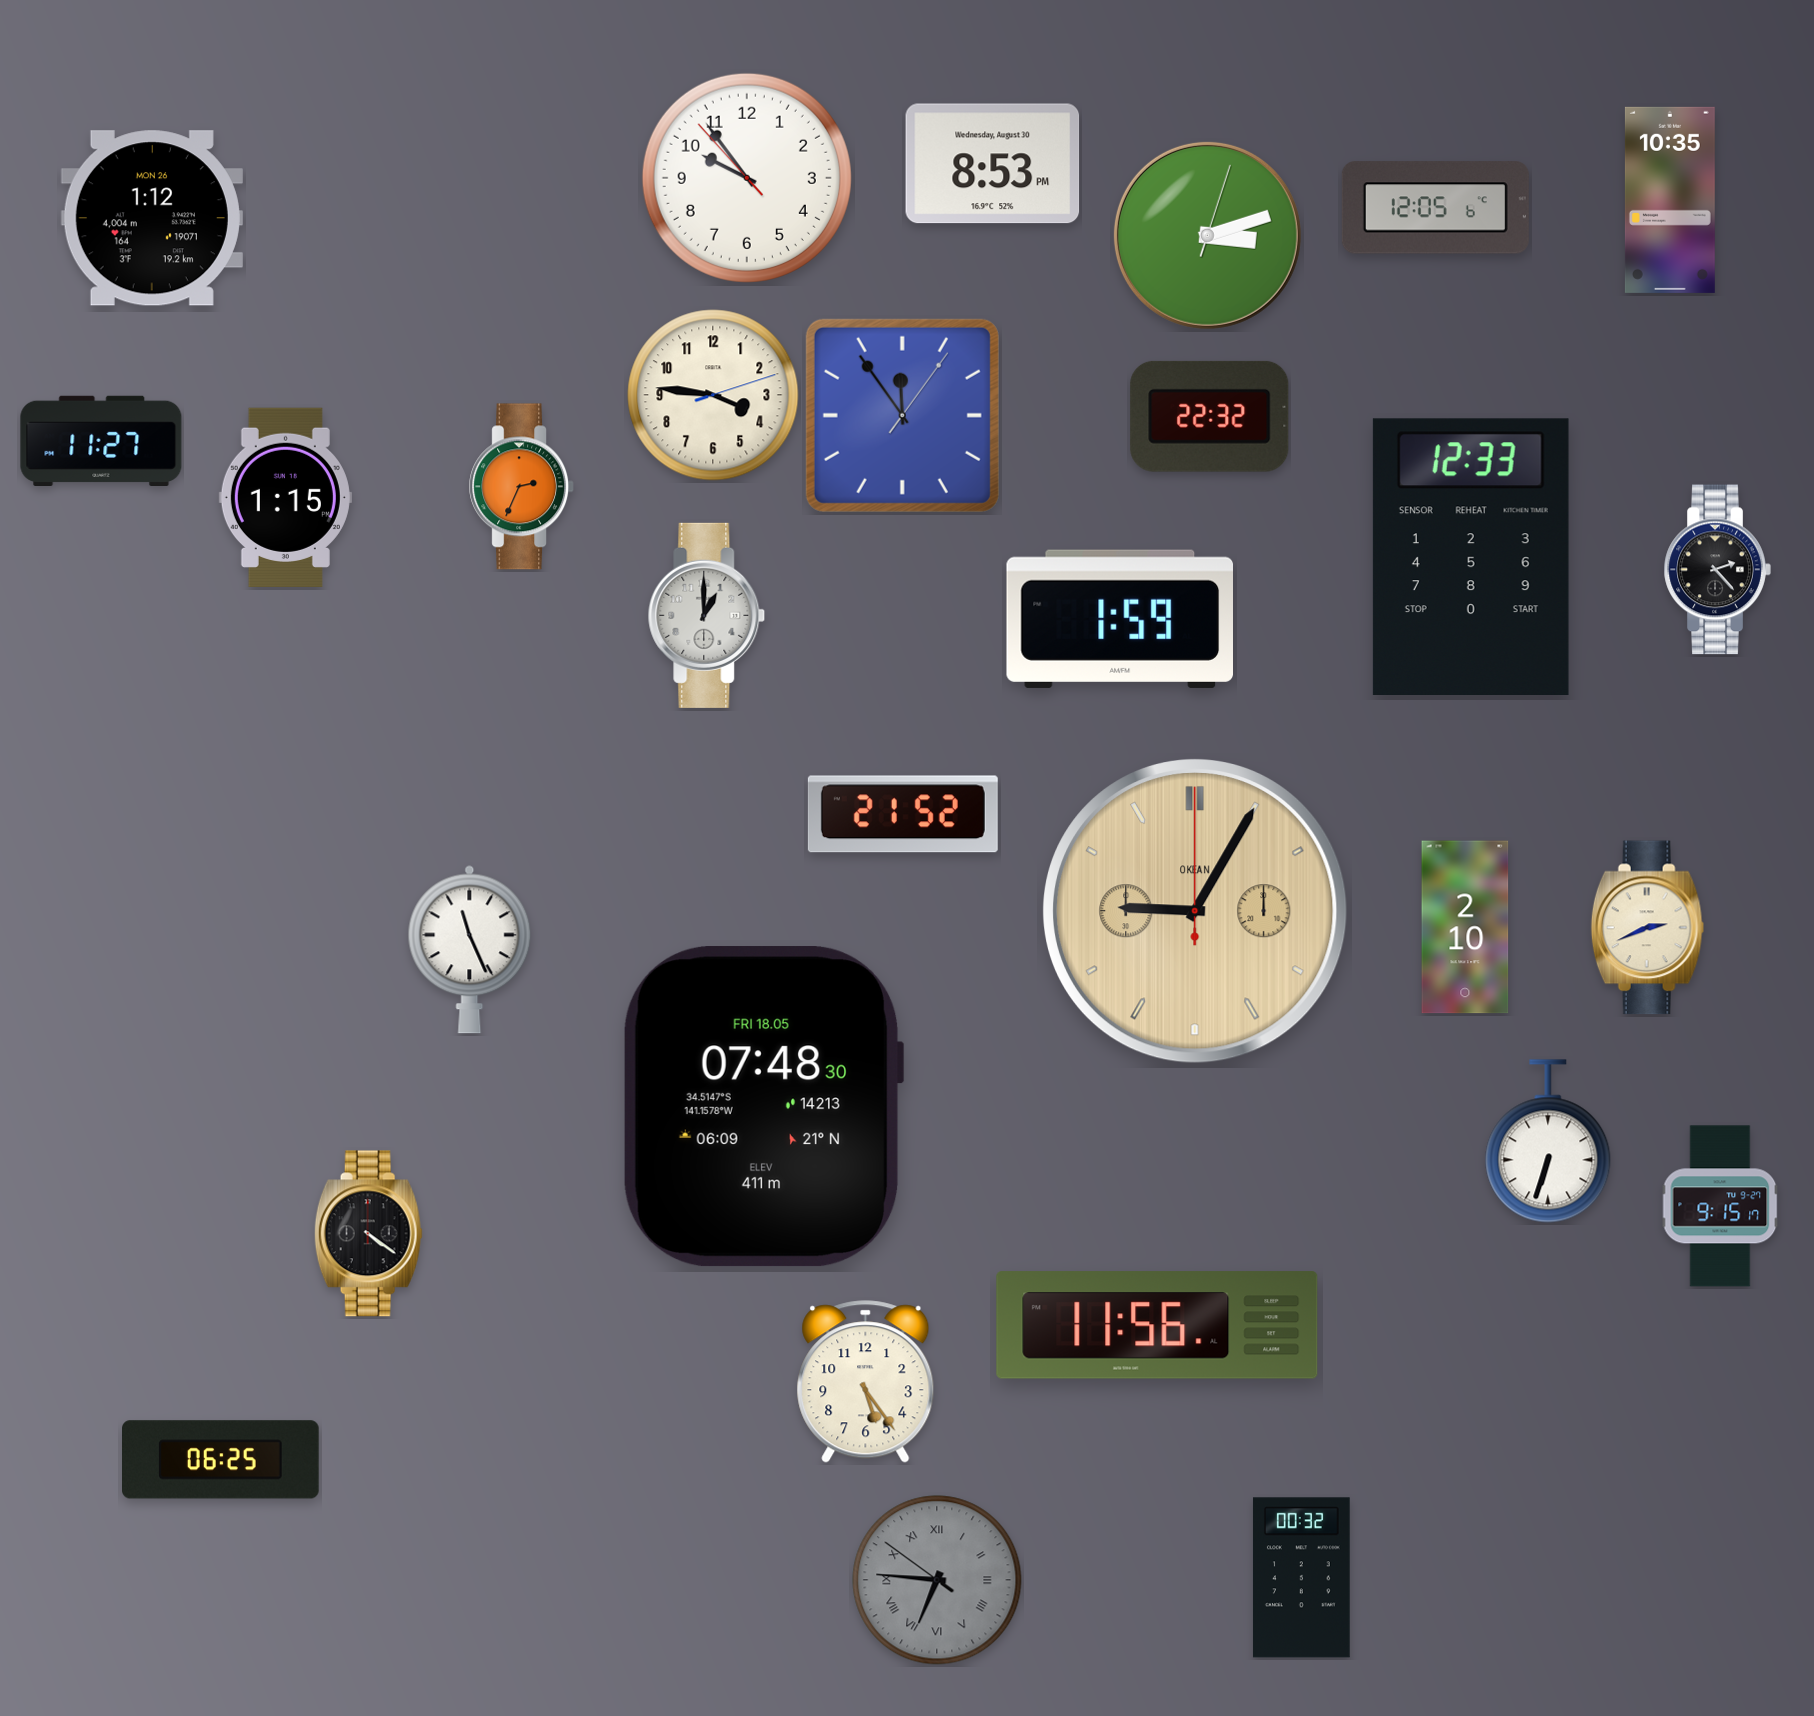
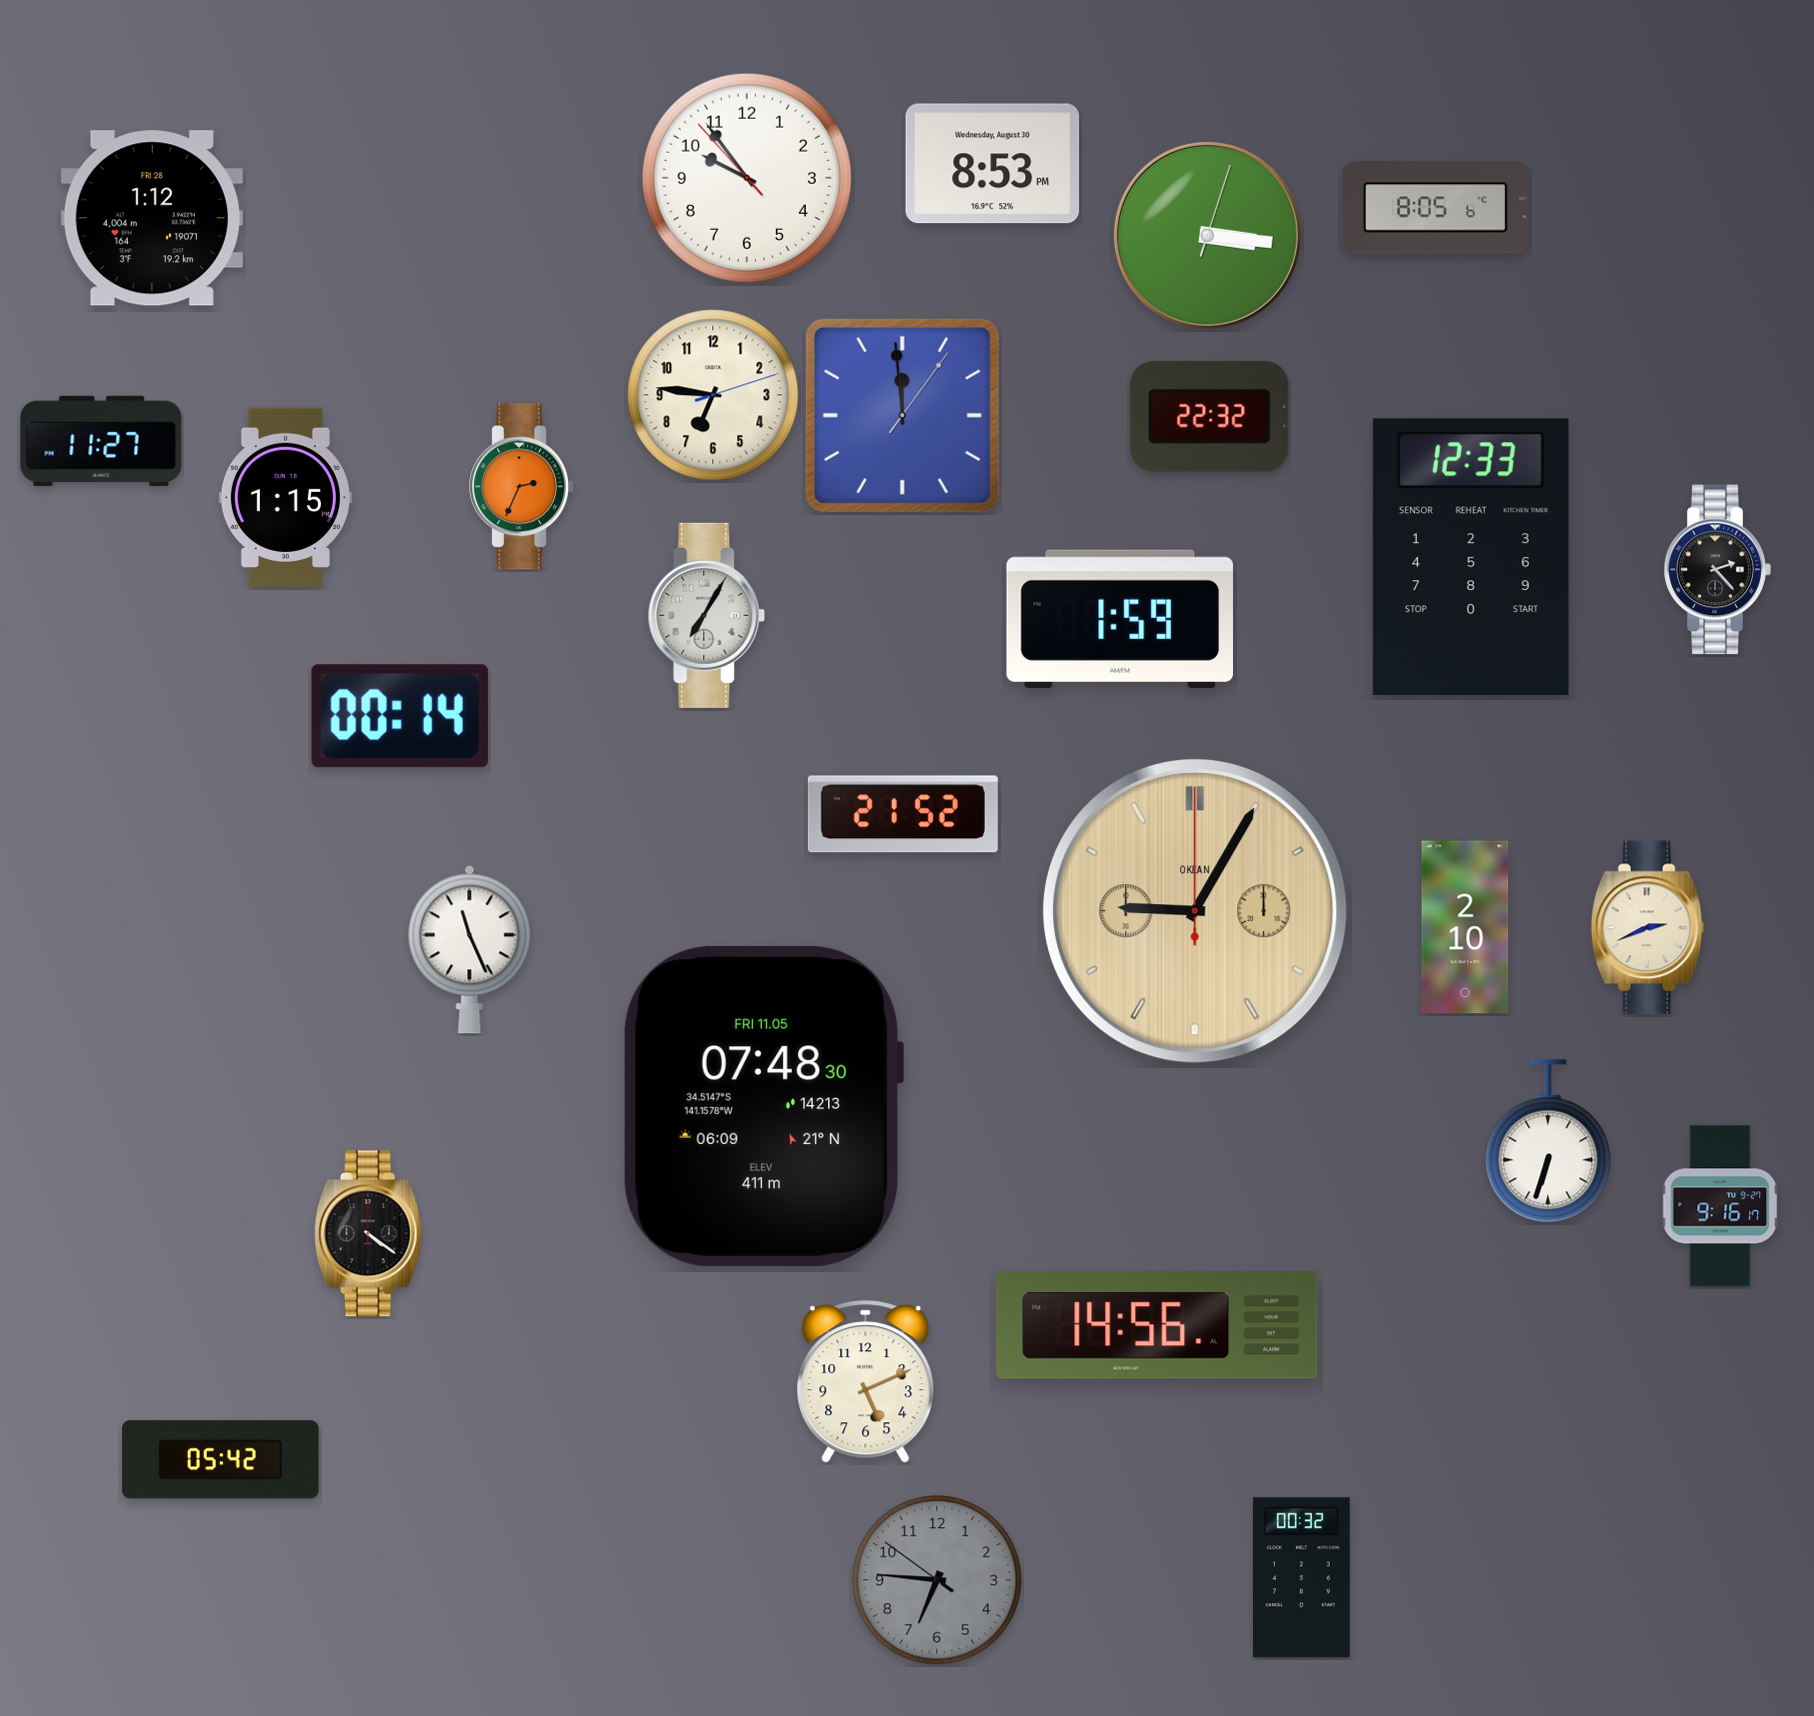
clock at (1670, 200): 10:35 -> none
clock at (1435, 208): 12:05 -> 8:05
clock at (152, 218) date: MON 26 -> FRI 28
clock at (1207, 235): 3:12 -> 3:16
clock at (713, 395): 3:46 -> 6:46
clock at (902, 415): 11:54 -> 11:59
clock at (707, 615): 1:00 -> 7:05
clock at (400, 716): none -> 00:14
clock at (763, 1107) date: FRI 18.05 -> FRI 11.05
clock at (1720, 1206): 9:15 -> 9:16
clock at (1157, 1325): 11:56 -> 14:56
clock at (866, 1382): 5:24 -> 5:11
clock at (221, 1460): 06:25 -> 05:42
clock at (937, 1580) numerals: Roman -> Arabic
